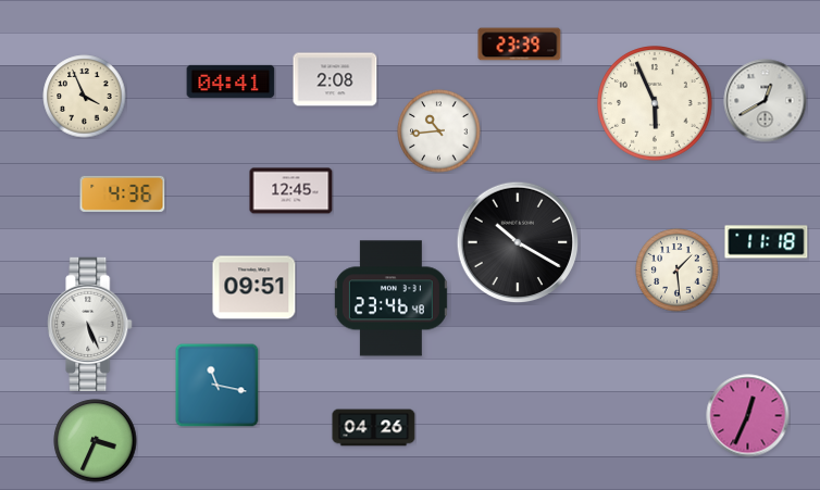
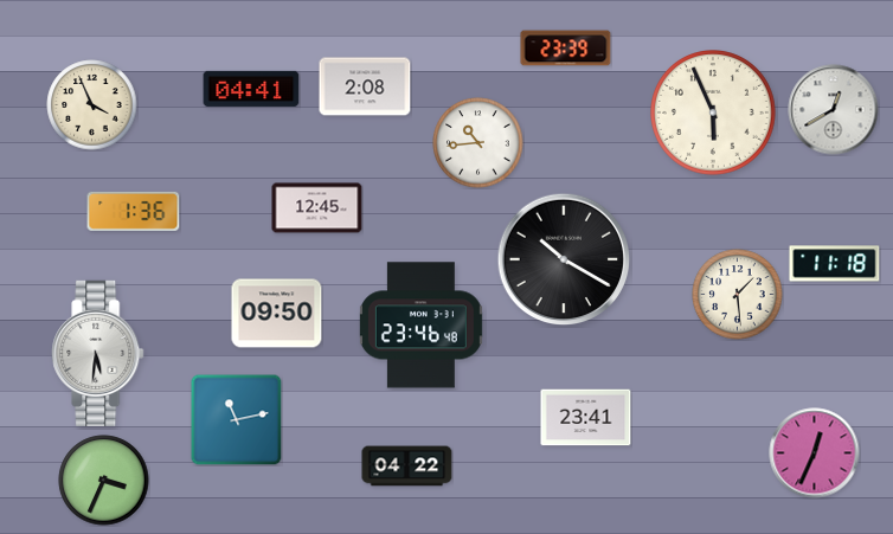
clock at (123, 193): 4:36 -> 1:36
clock at (518, 242) position: (518, 242) -> (564, 259)
clock at (254, 288): 09:51 -> 09:50
clock at (390, 299) position: (390, 299) -> (420, 326)
clock at (90, 324): 5:26 -> 5:31
clock at (586, 418): none -> 23:41
clock at (216, 385): 11:17 -> 11:13
clock at (374, 428): 04:26 -> 04:22
